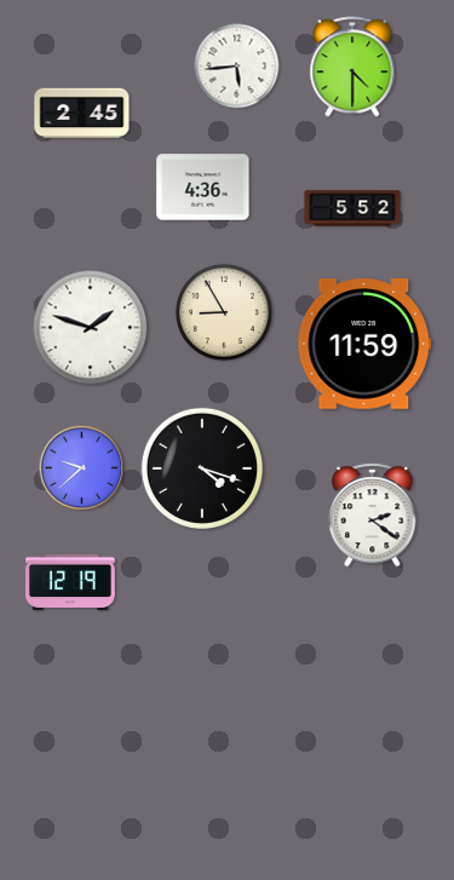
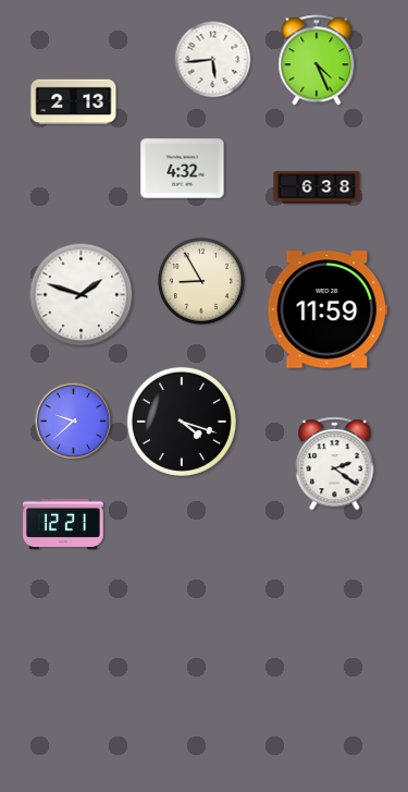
clock at (352, 67): 4:30 -> 4:26
clock at (82, 114): 2:45 -> 2:13
clock at (203, 188): 4:36 -> 4:32
clock at (352, 208): 5:52 -> 6:38
clock at (71, 582): 12:19 -> 12:21
